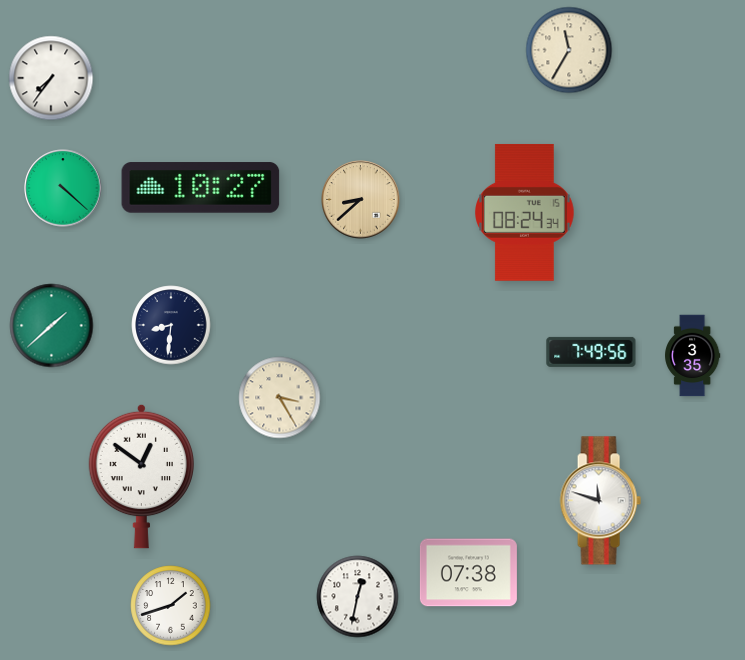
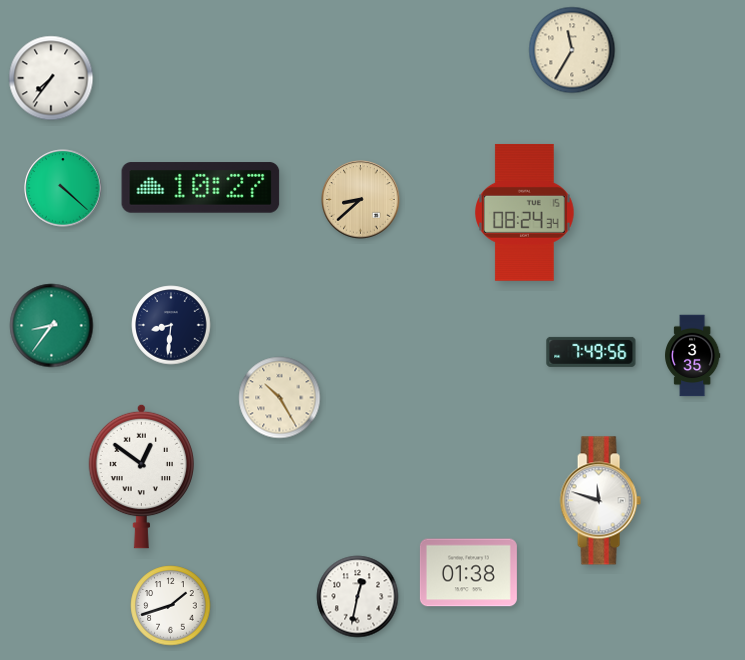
clock at (569, 50) position: (569, 50) -> (572, 50)
clock at (52, 326): 1:38 -> 8:36
clock at (280, 398): 3:25 -> 10:25
clock at (468, 573): 07:38 -> 01:38
